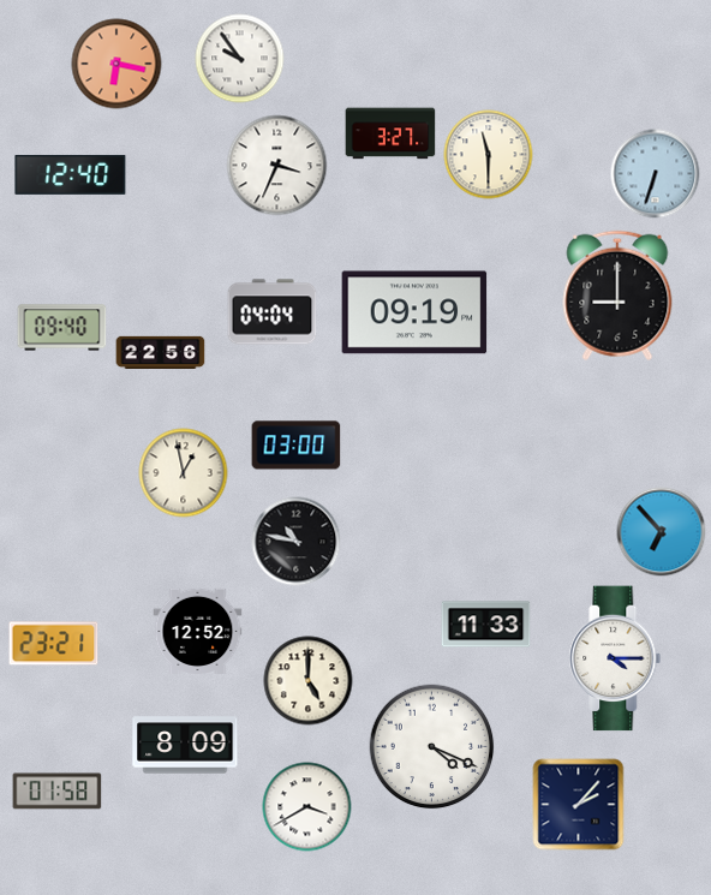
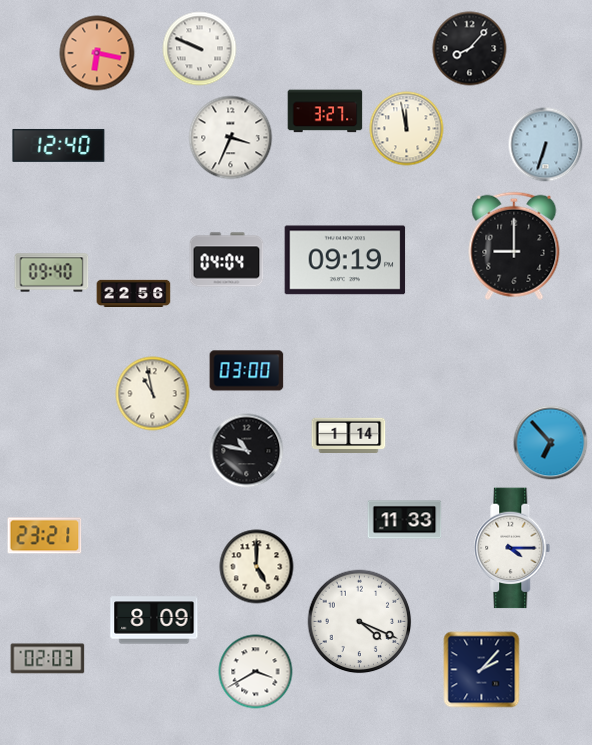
clock at (240, 59): 9:54 -> 9:49
clock at (470, 49): none -> 8:07
clock at (489, 155): 11:30 -> 11:58
clock at (184, 473): 12:58 -> 10:58
clock at (349, 435): none -> 1:14
clock at (198, 631): 12:52 -> none
clock at (58, 792): 01:58 -> 02:03
